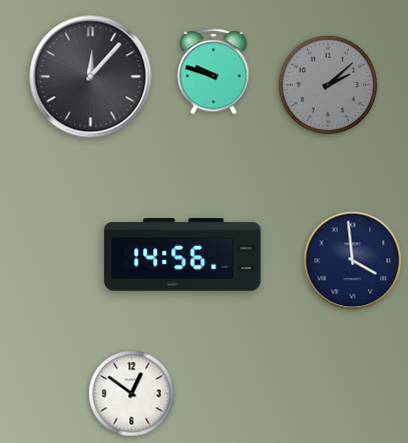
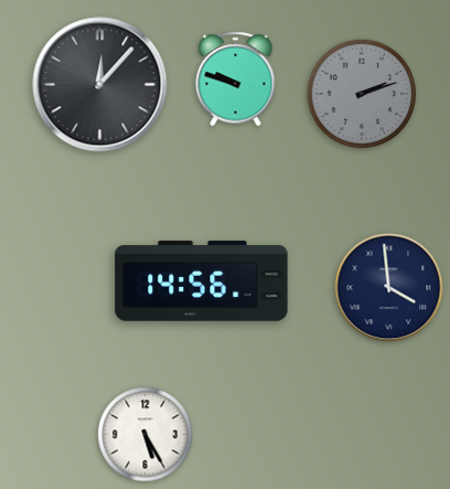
clock at (328, 85): 2:08 -> 2:12
clock at (132, 394): 12:51 -> 5:25
